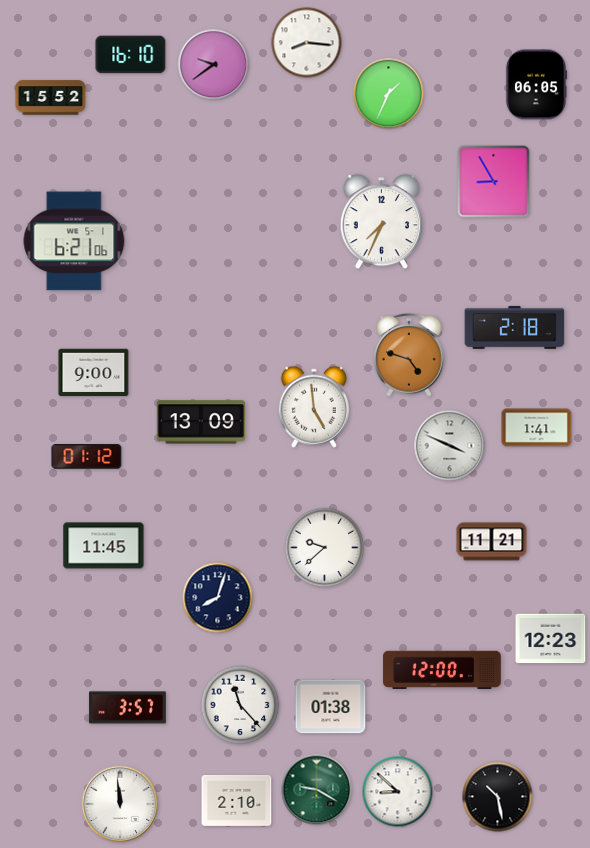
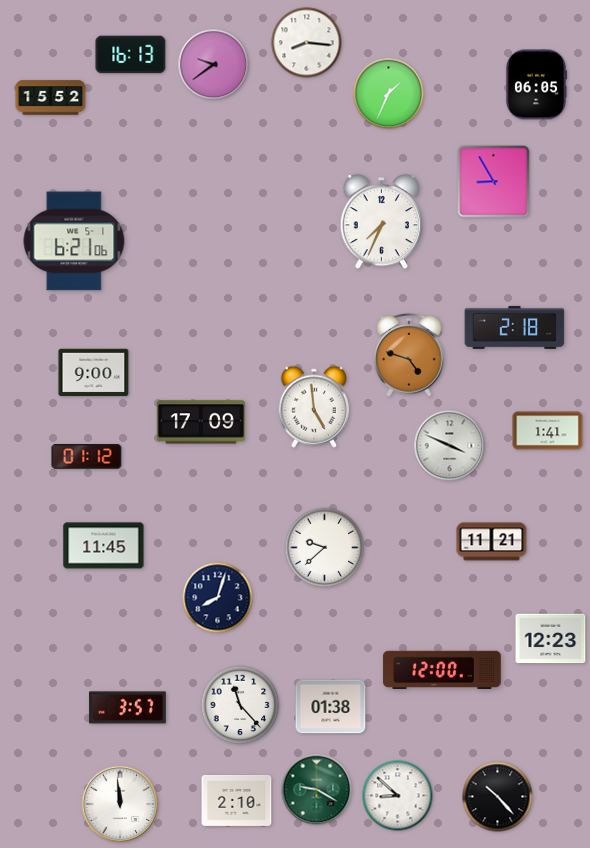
clock at (131, 55): 16:10 -> 16:13
clock at (201, 422): 13:09 -> 17:09
clock at (537, 428) position: (537, 428) -> (548, 431)
clock at (398, 792) position: (398, 792) -> (398, 796)
clock at (498, 797): 10:28 -> 10:23
